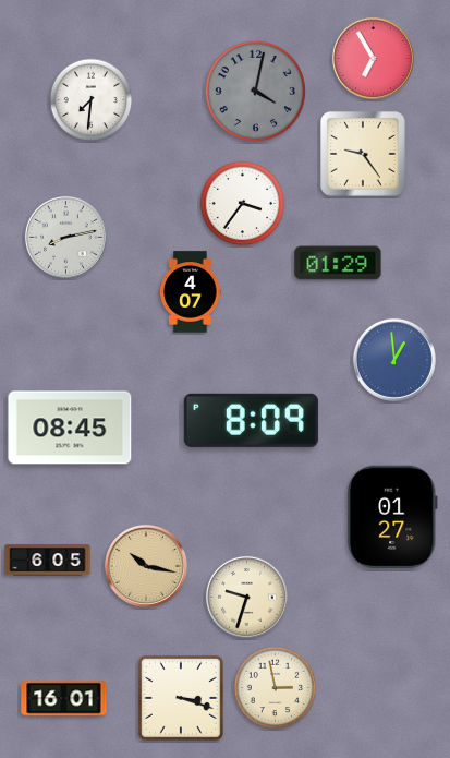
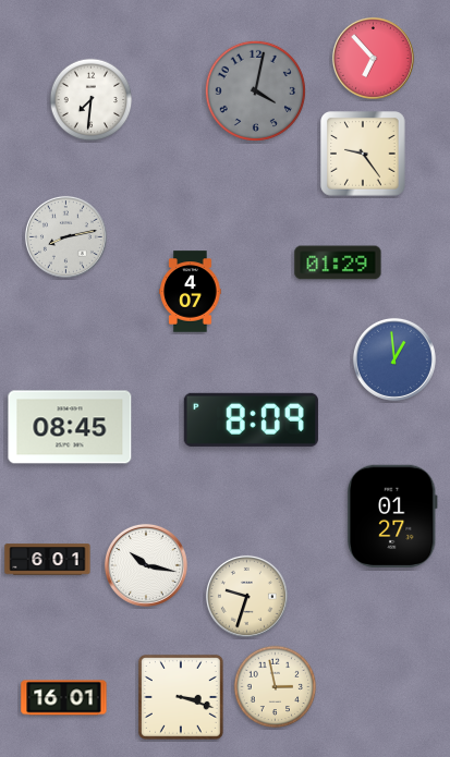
clock at (373, 58): 6:55 -> 6:53
clock at (243, 204): 3:36 -> none
clock at (48, 561): 6:05 -> 6:01
clock at (146, 566) dial: champagne -> white
